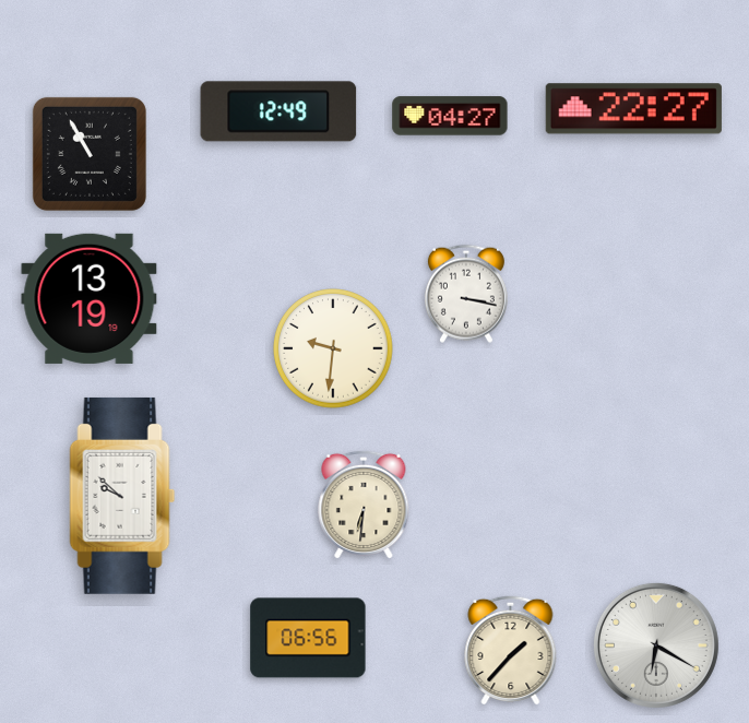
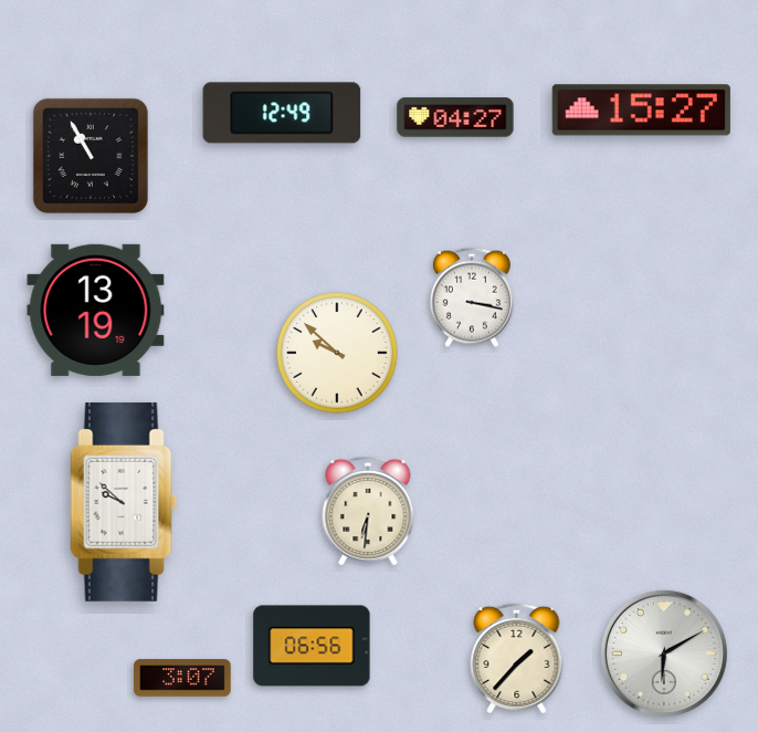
clock at (633, 109): 22:27 -> 15:27
clock at (90, 298) position: (90, 298) -> (96, 310)
clock at (333, 348): 9:31 -> 9:52
clock at (656, 645): 6:20 -> 6:10
clock at (182, 678): none -> 3:07
